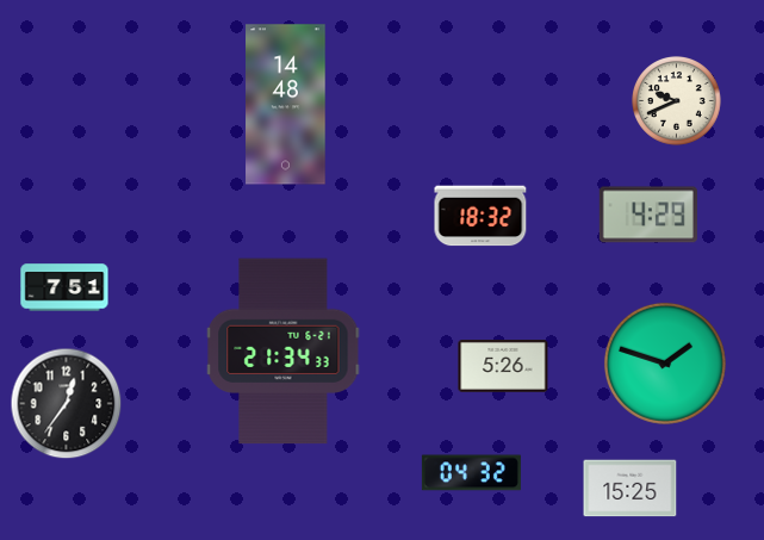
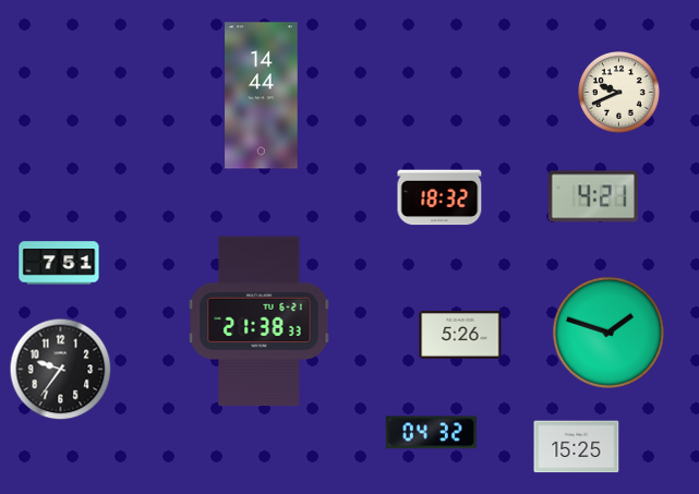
clock at (286, 105): 14:48 -> 14:44
clock at (648, 215): 4:29 -> 4:21
clock at (284, 352): 21:34 -> 21:38
clock at (67, 404): 12:36 -> 9:36
